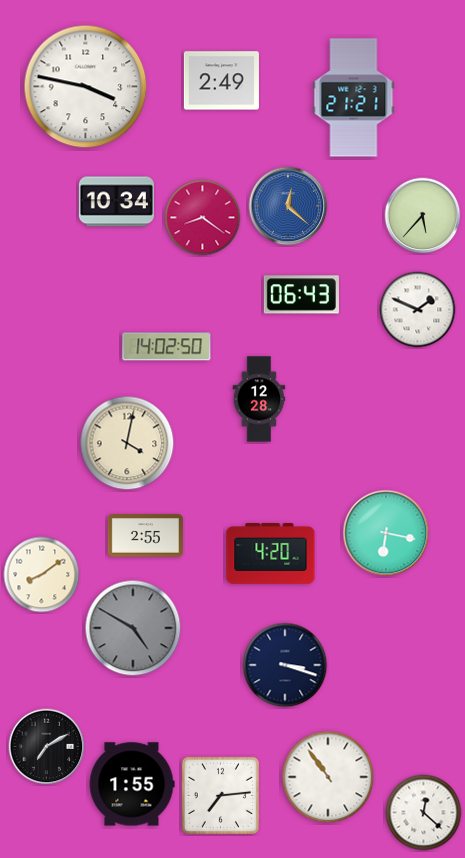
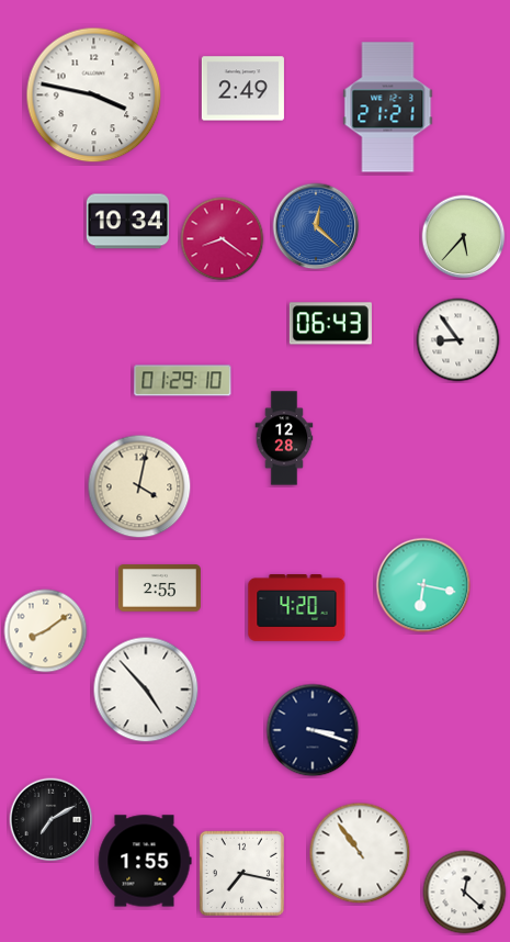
clock at (418, 310): 1:49 -> 8:54
clock at (167, 347): 14:02 -> 01:29
clock at (133, 628): 4:50 -> 4:53
clock at (133, 628) dial: grey -> white
clock at (220, 795): 7:14 -> 7:17
